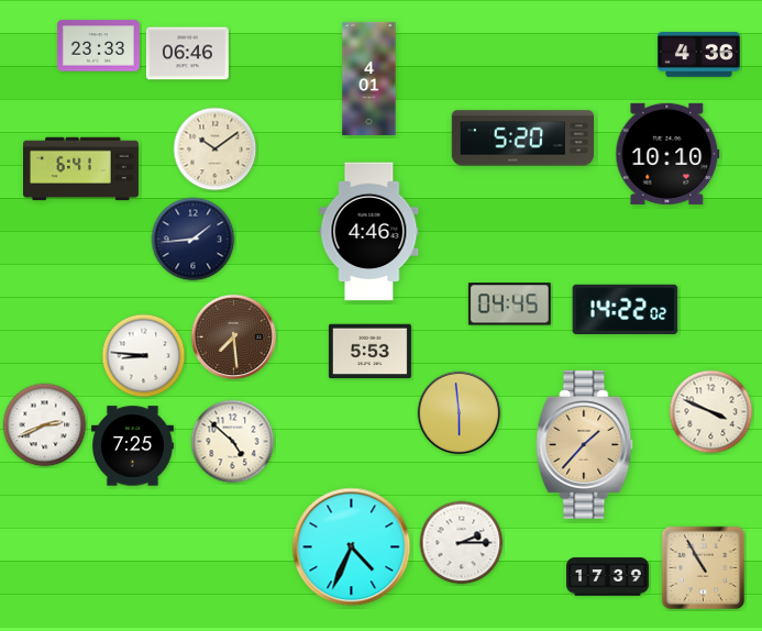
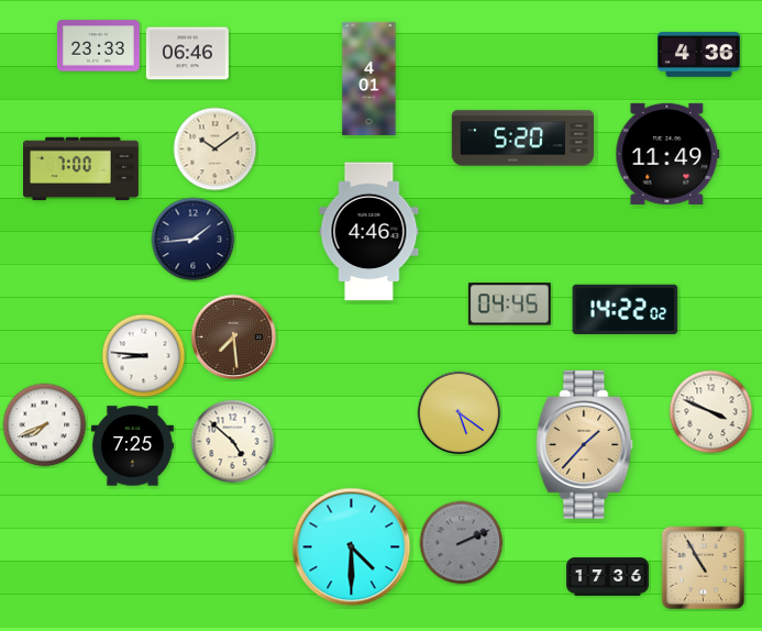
clock at (667, 154): 10:10 -> 11:49
clock at (81, 169): 6:41 -> 7:00
clock at (369, 352): 5:53 -> none
clock at (460, 413): 5:59 -> 5:21
clock at (45, 425): 2:41 -> 7:41
clock at (462, 543): 2:15 -> 2:11
clock at (462, 543) dial: white -> grey
clock at (352, 547): 4:34 -> 4:30
clock at (608, 577): 17:39 -> 17:36
